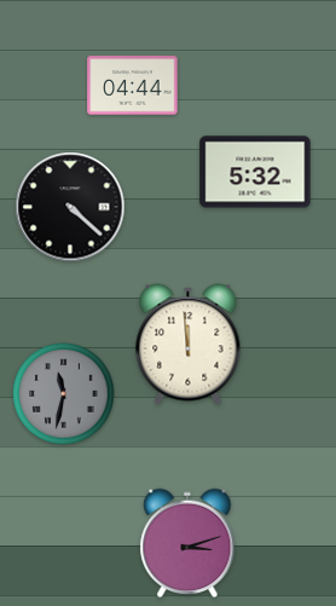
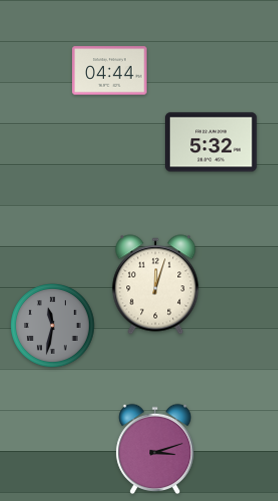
clock at (70, 207): 4:22 -> none
clock at (189, 345): 11:59 -> 12:03
